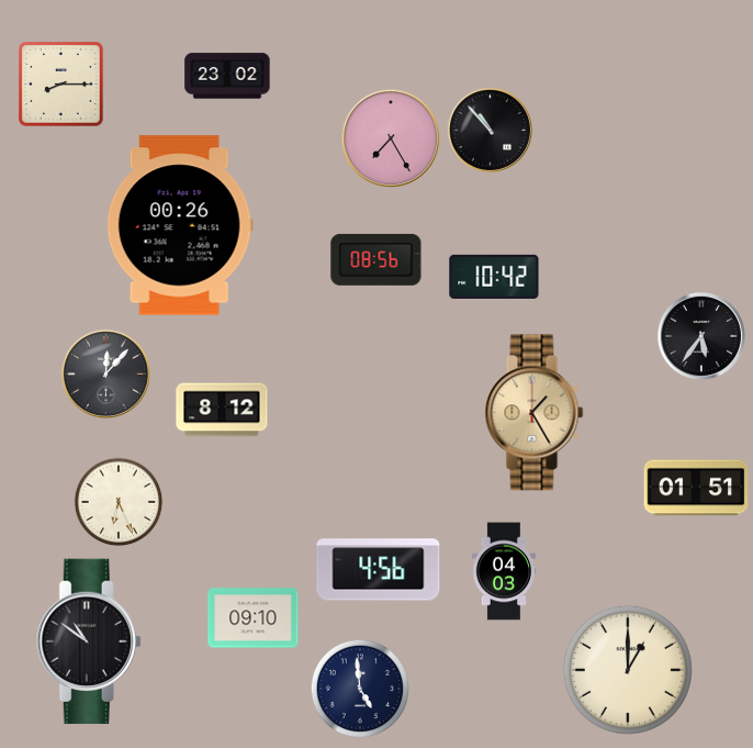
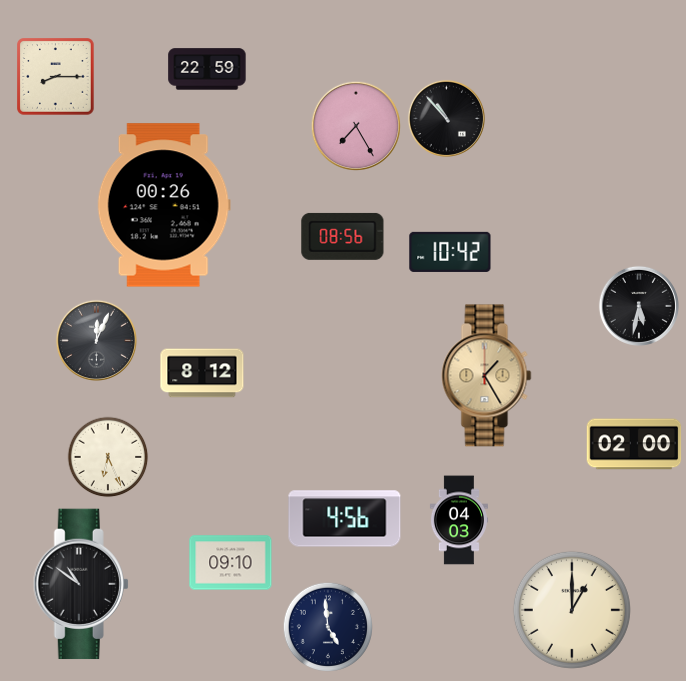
clock at (227, 76): 23:02 -> 22:59
clock at (701, 336): 5:36 -> 5:32
clock at (105, 373): 12:07 -> 12:04
clock at (696, 488): 01:51 -> 02:00
